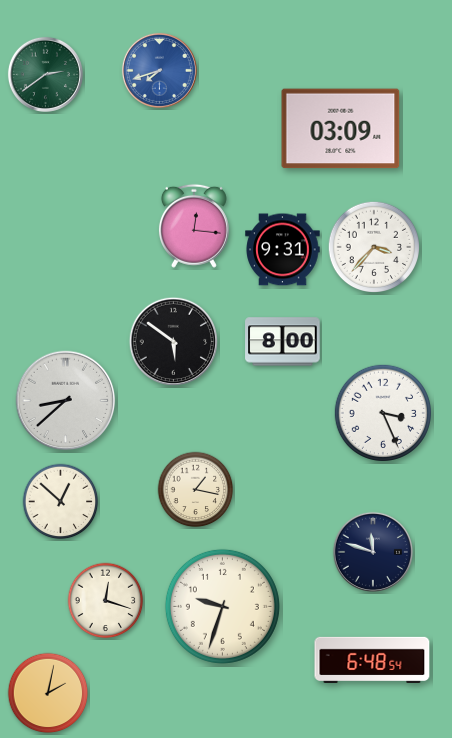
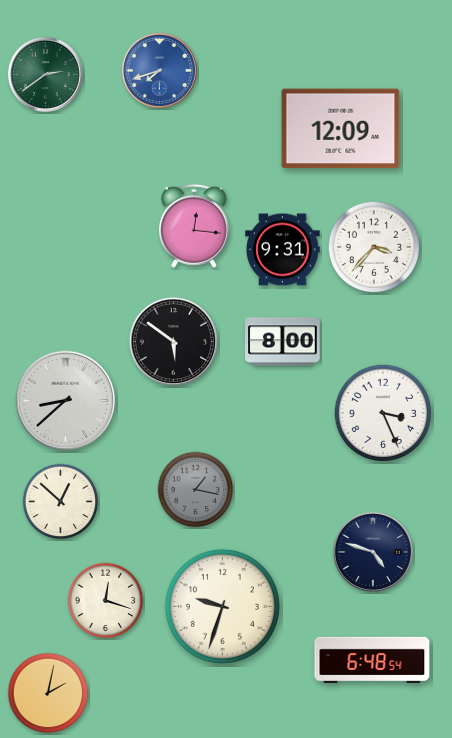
clock at (341, 129): 03:09 -> 12:09
clock at (196, 490) dial: cream -> grey
clock at (373, 552): 11:48 -> 4:48
